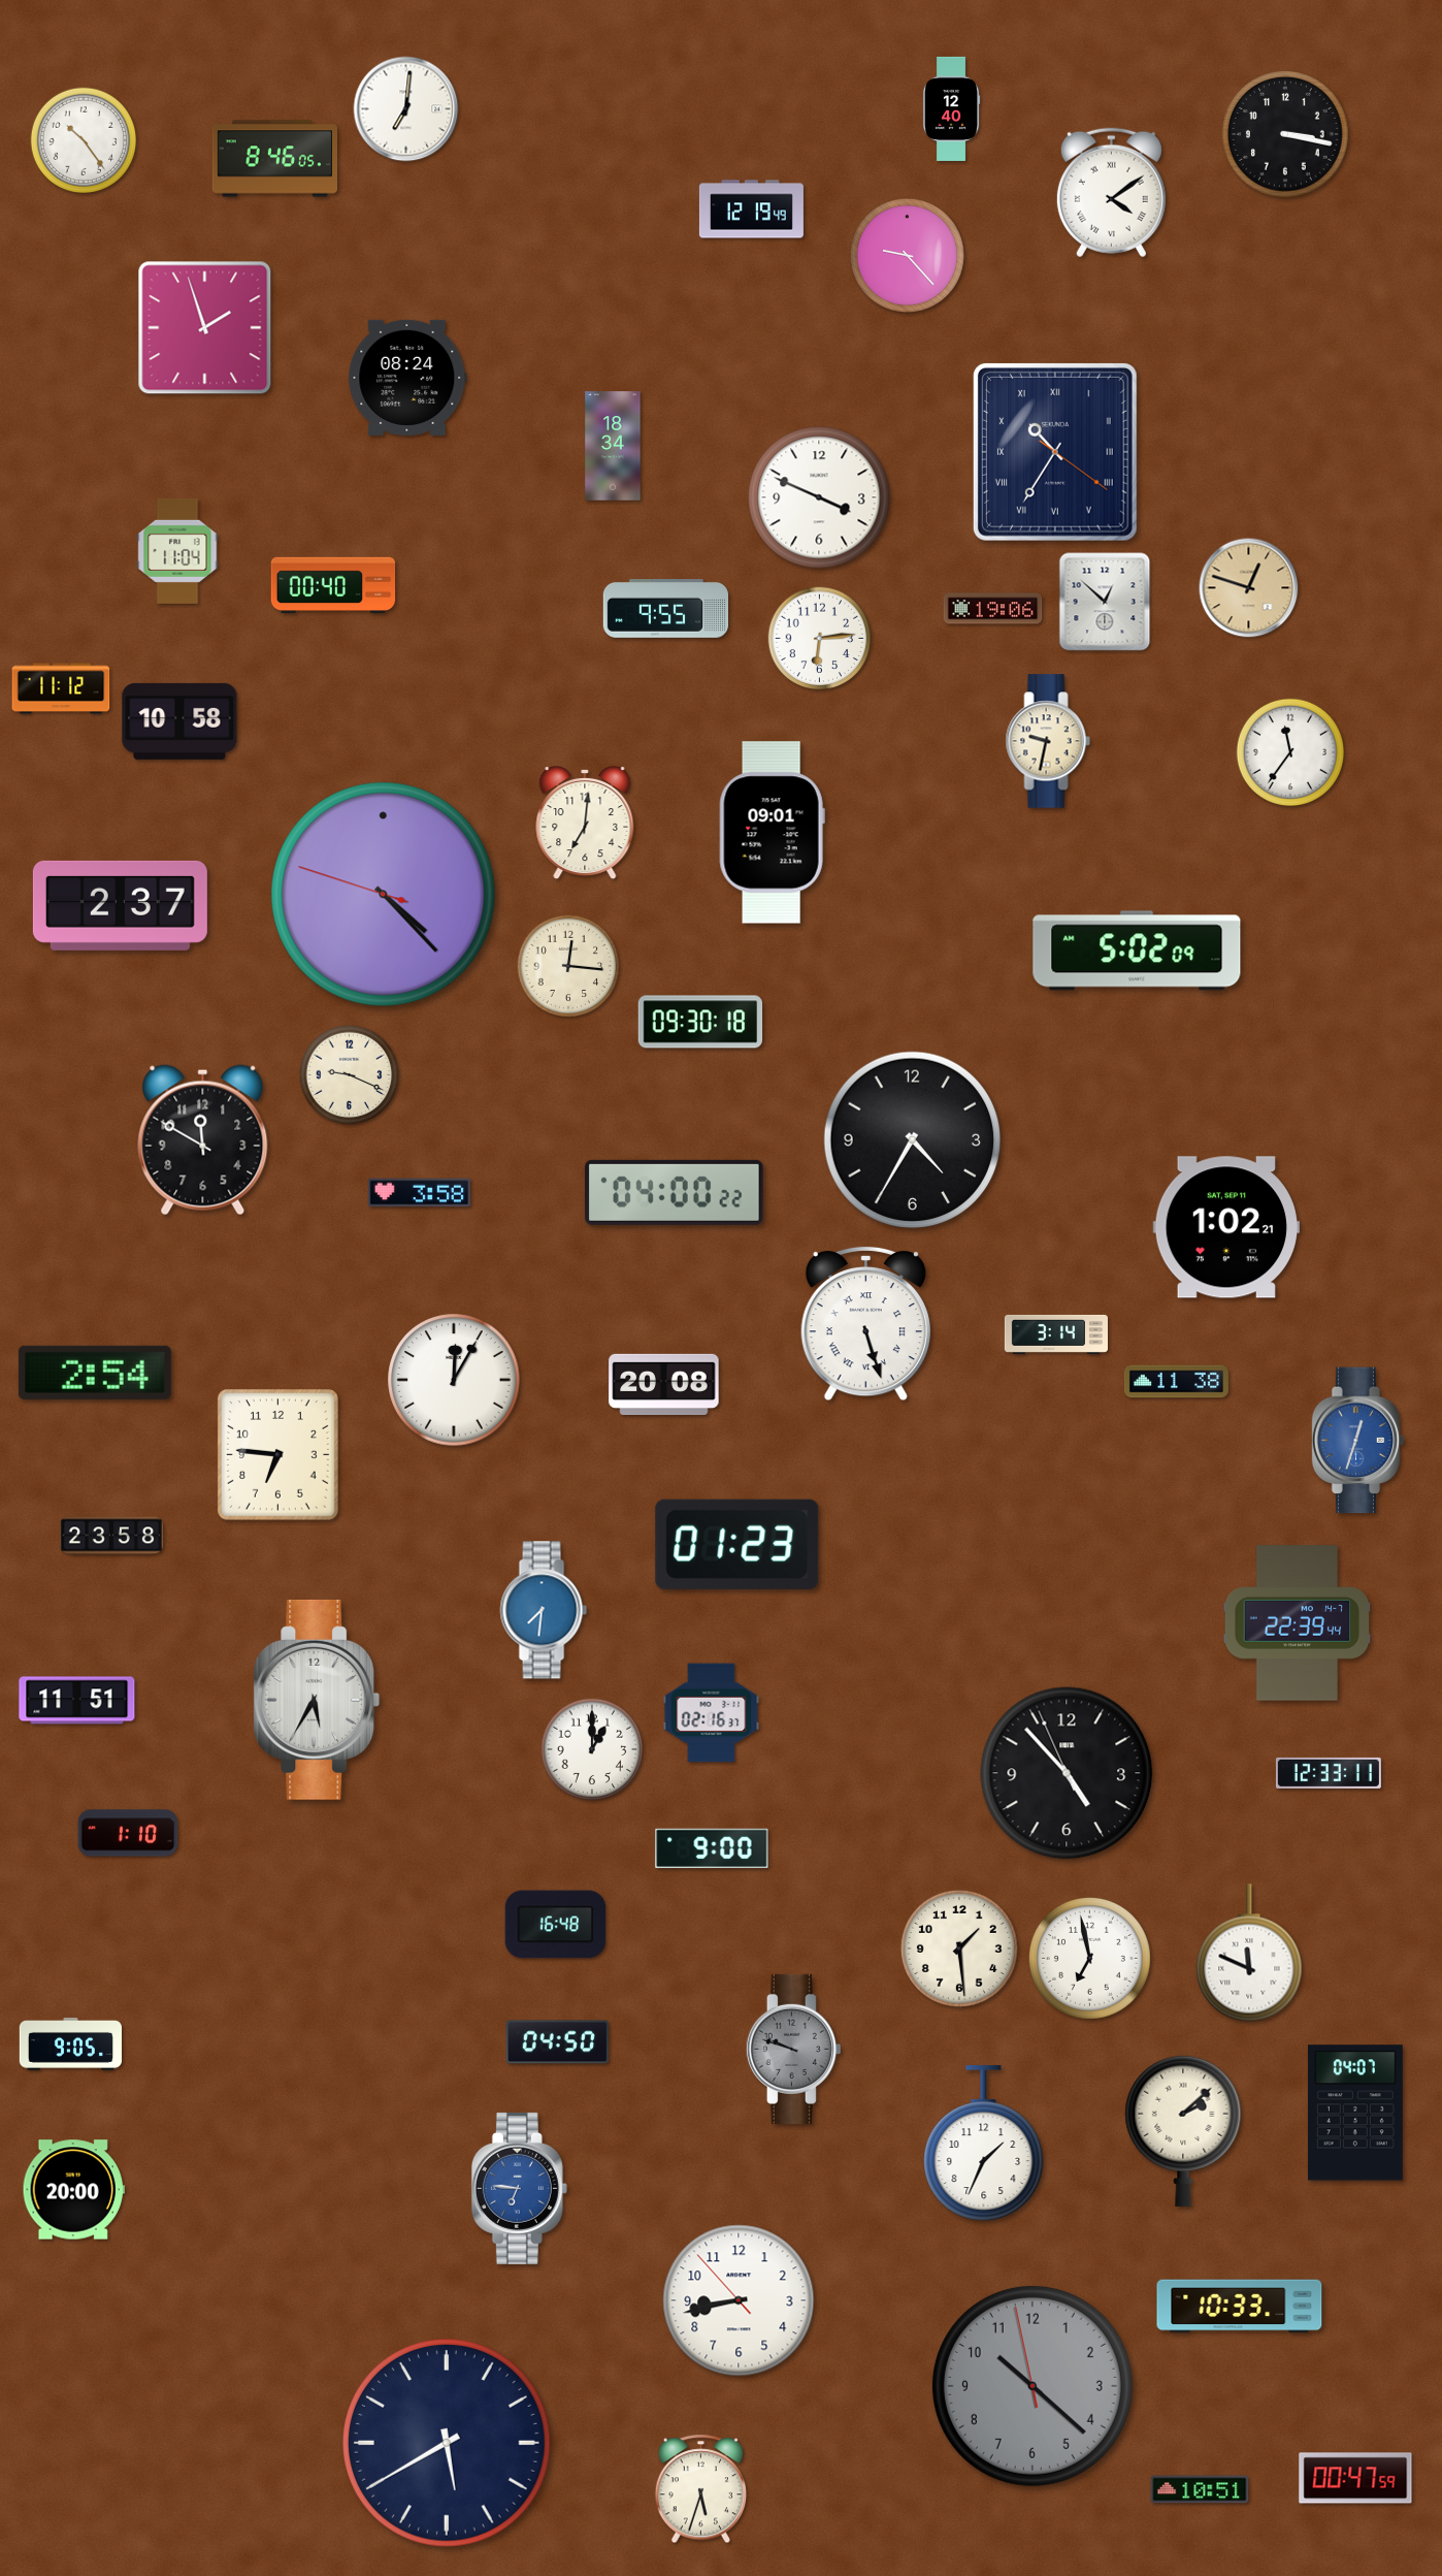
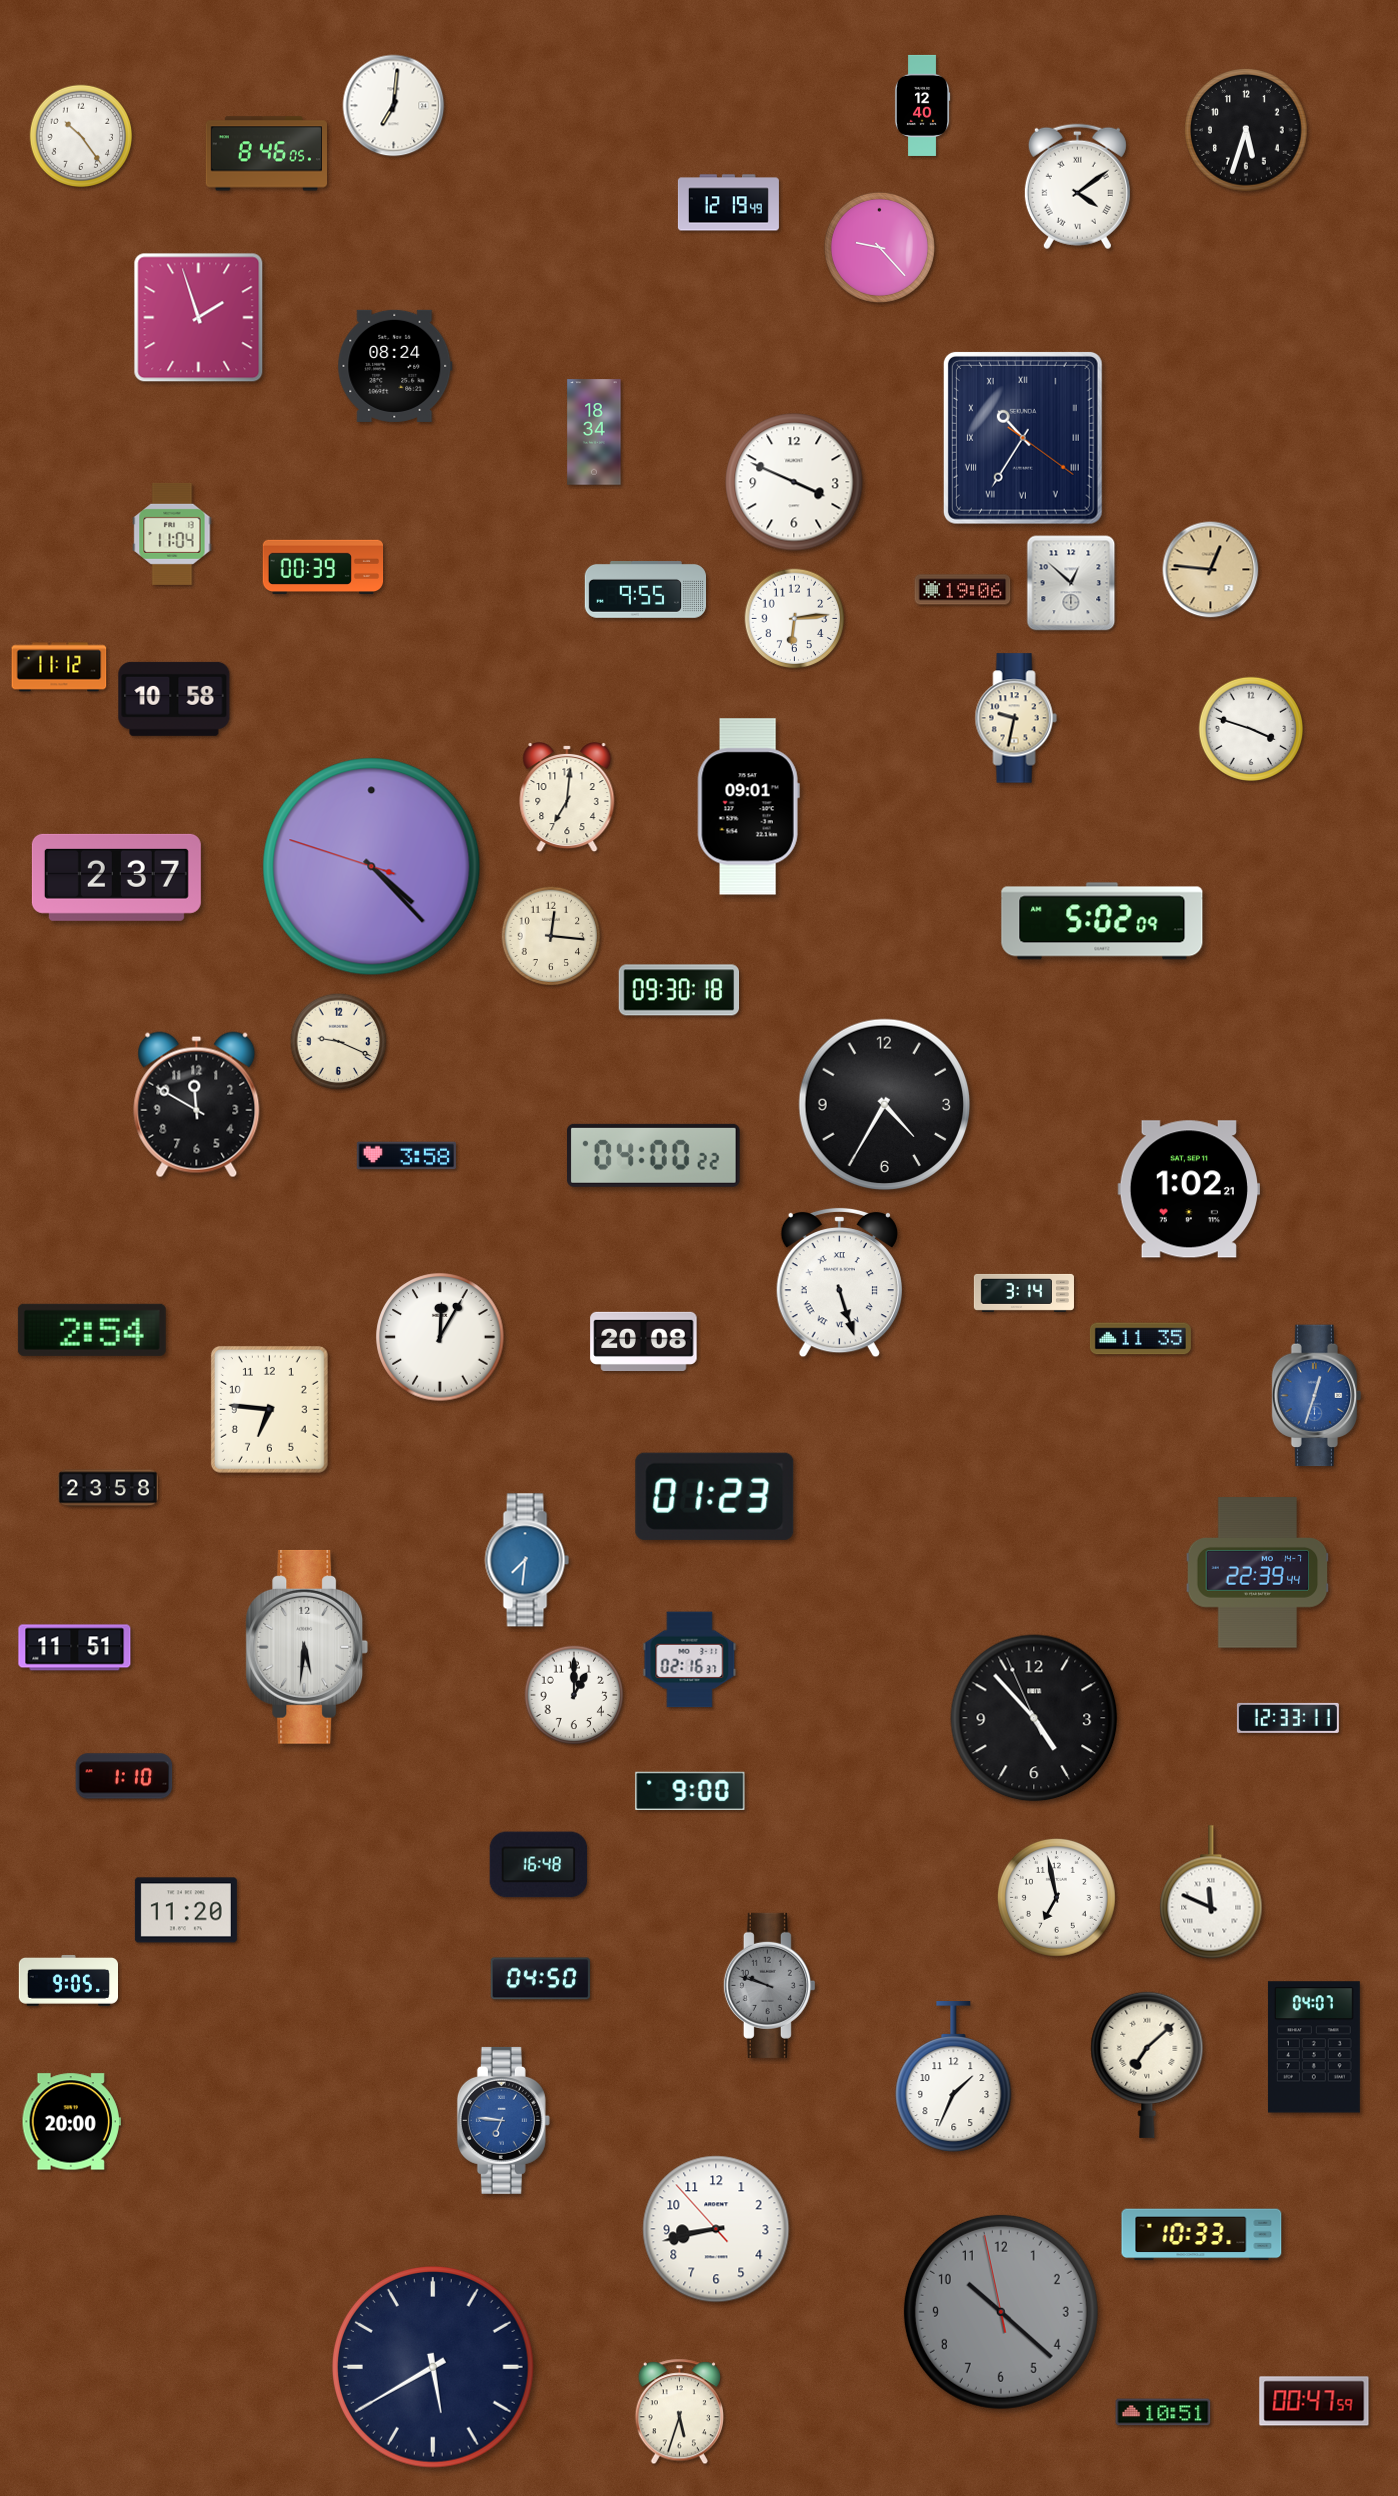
clock at (1286, 135): 3:17 -> 5:33
clock at (333, 585): 00:40 -> 00:39
clock at (1249, 588): 12:48 -> 12:46
clock at (1289, 751): 11:36 -> 3:48
clock at (1176, 1382): 11:38 -> 11:35
clock at (317, 1700): 5:35 -> 5:31
clock at (959, 1949): 1:29 -> none
clock at (186, 1910): none -> 11:20
clock at (1183, 2131): 2:08 -> 7:08
